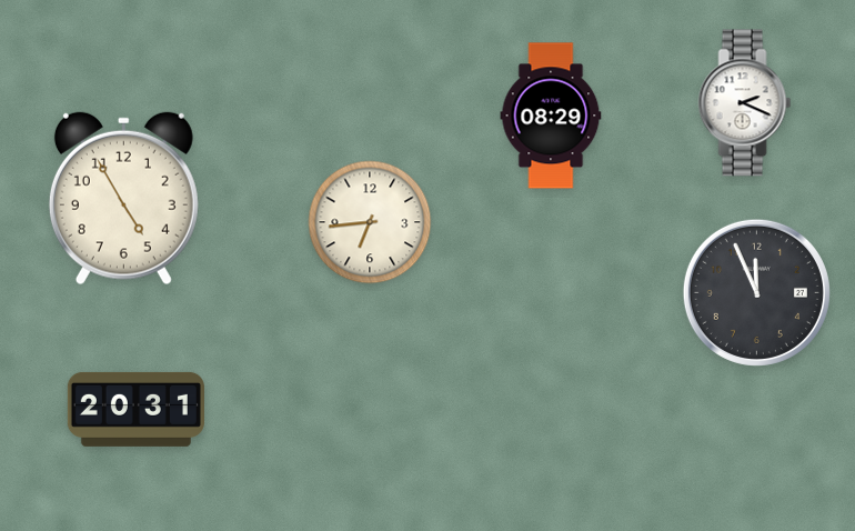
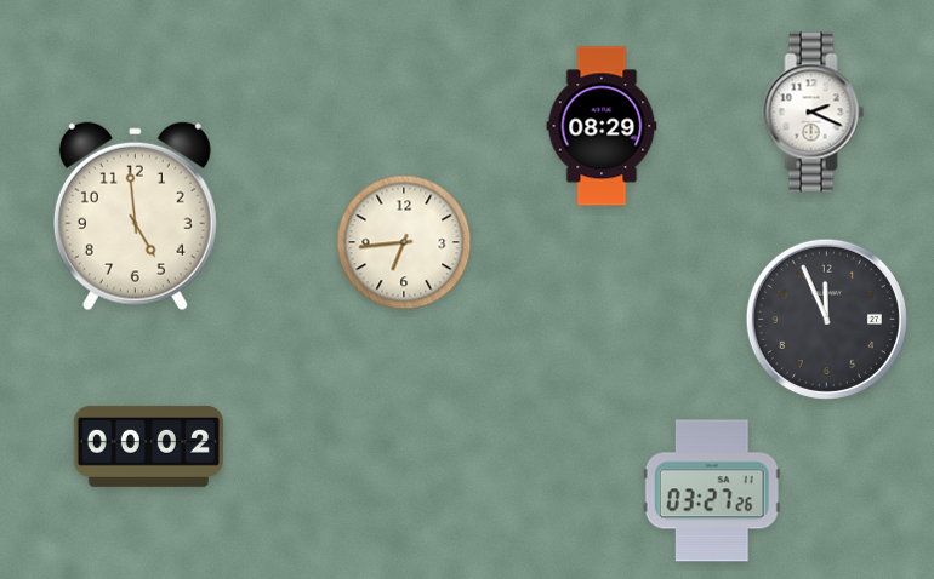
clock at (123, 199): 4:55 -> 4:59
clock at (135, 409): 20:31 -> 00:02
clock at (712, 491): none -> 03:27
